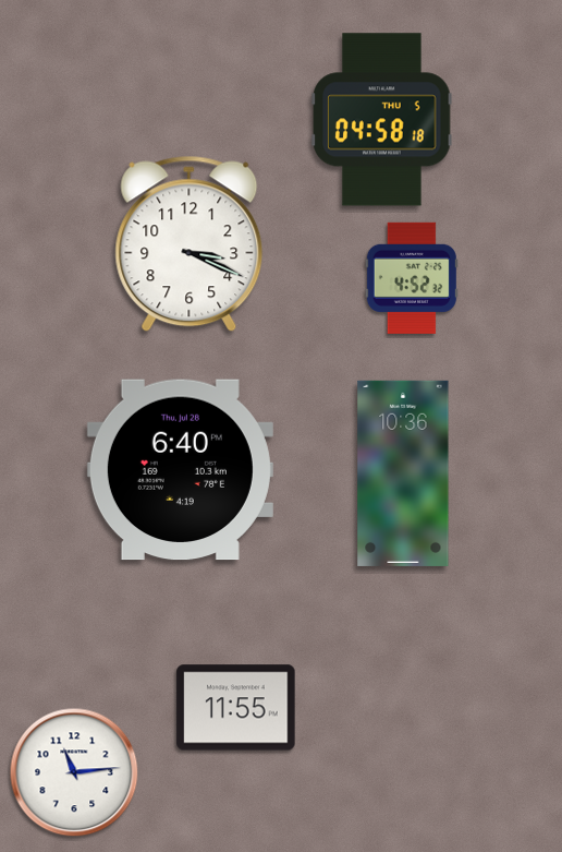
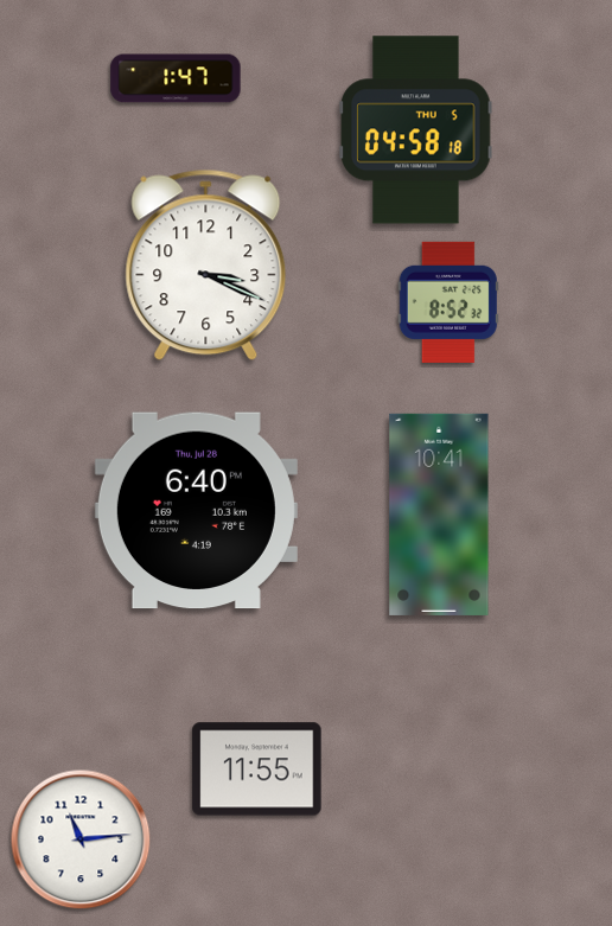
clock at (176, 78): none -> 1:47
clock at (412, 278): 4:52 -> 8:52
clock at (403, 473): 10:36 -> 10:41
